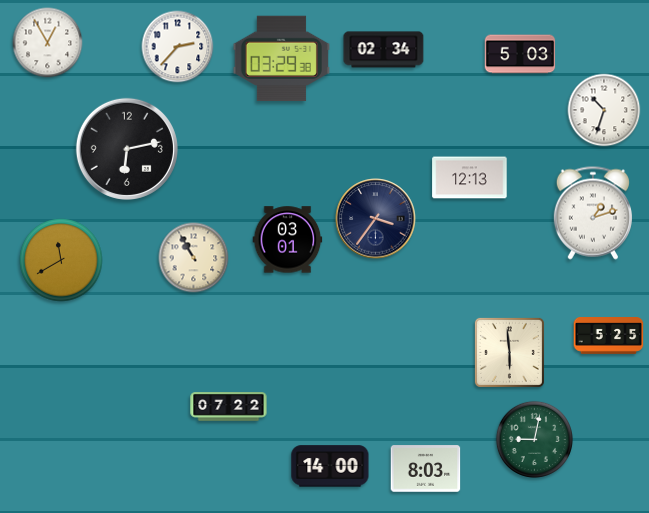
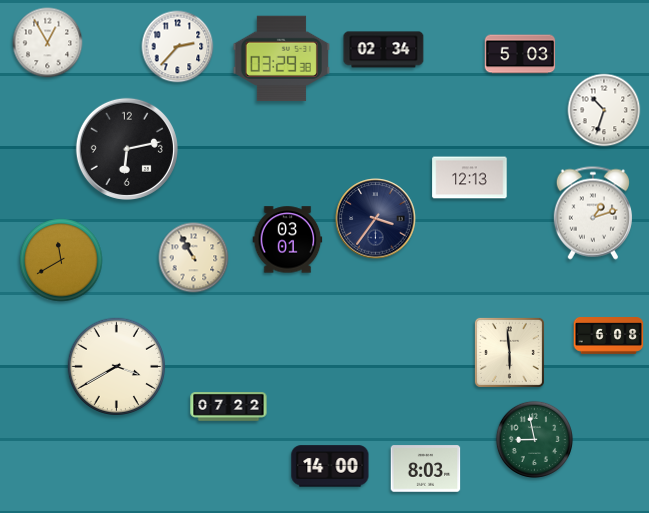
clock at (609, 336): 5:25 -> 6:08
clock at (117, 367): none -> 3:40
clock at (534, 439): 9:02 -> 8:58
